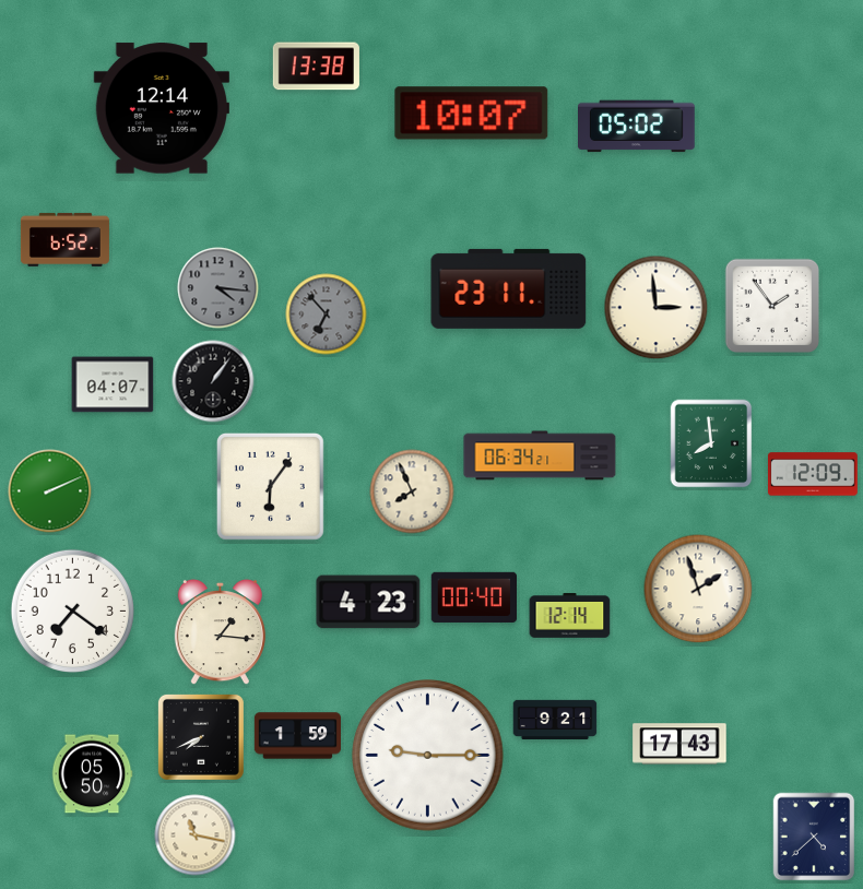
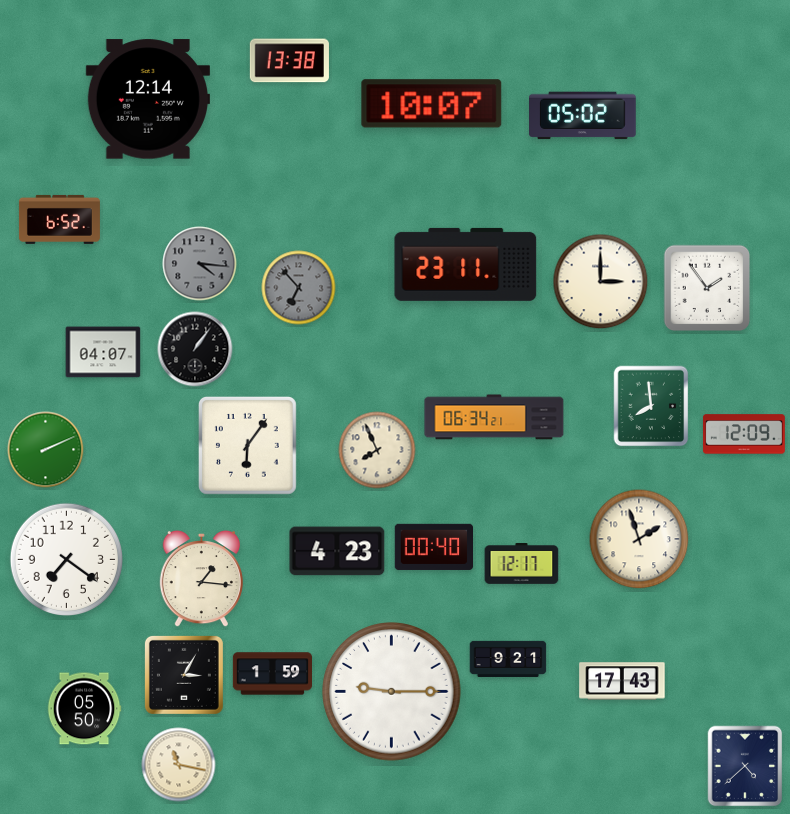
clock at (772, 306) position: (772, 306) -> (707, 288)
clock at (657, 308): 2:59 -> 3:00
clock at (570, 616): 12:14 -> 12:17
clock at (201, 737): 7:41 -> 3:05
